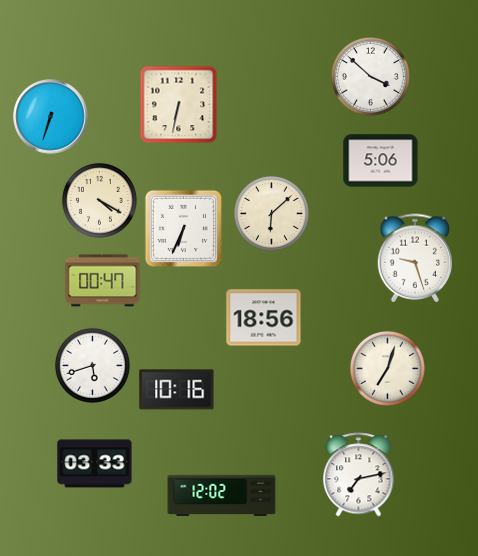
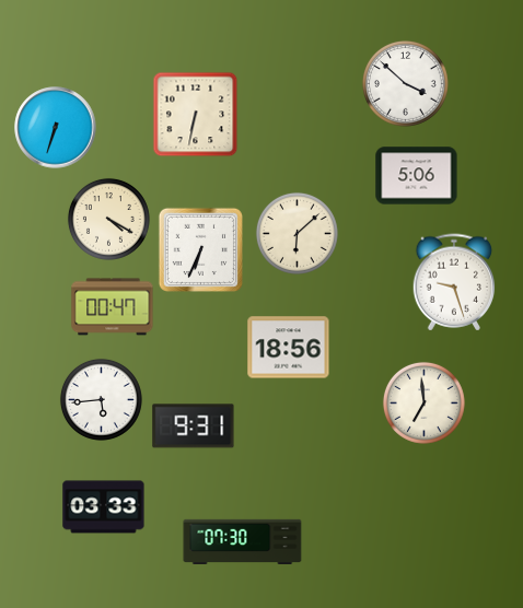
clock at (92, 365): 5:42 -> 5:44
clock at (387, 368): 7:03 -> 6:59
clock at (177, 390): 10:16 -> 9:31
clock at (359, 475): 7:13 -> none
clock at (222, 496): 12:02 -> 07:30
